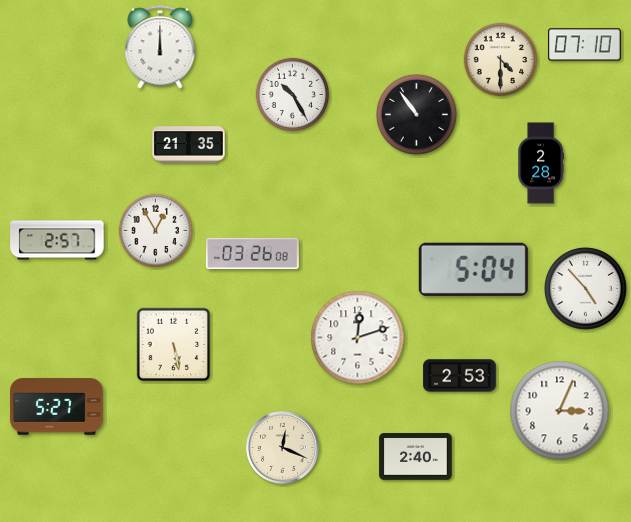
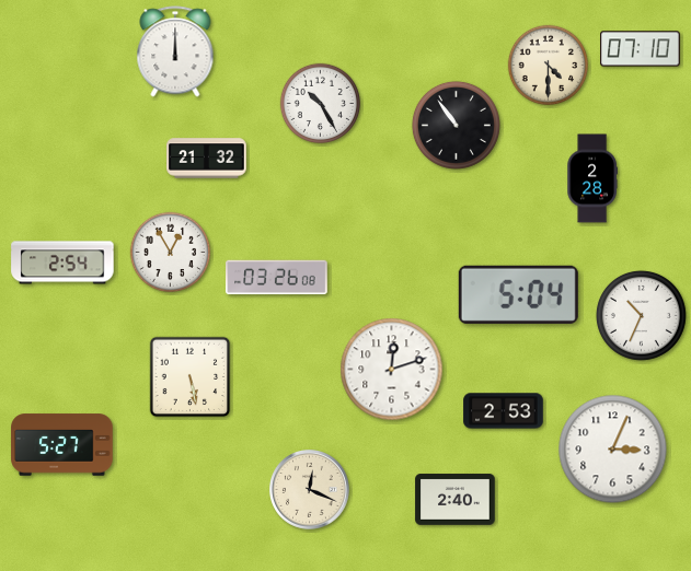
clock at (189, 145): 21:35 -> 21:32
clock at (57, 240): 2:57 -> 2:54
clock at (585, 288): 4:53 -> 10:34
